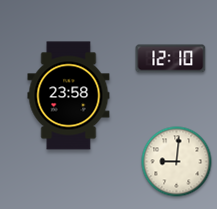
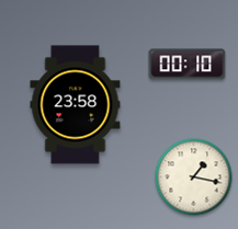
clock at (171, 59): 12:10 -> 00:10
clock at (177, 162): 9:01 -> 1:17
